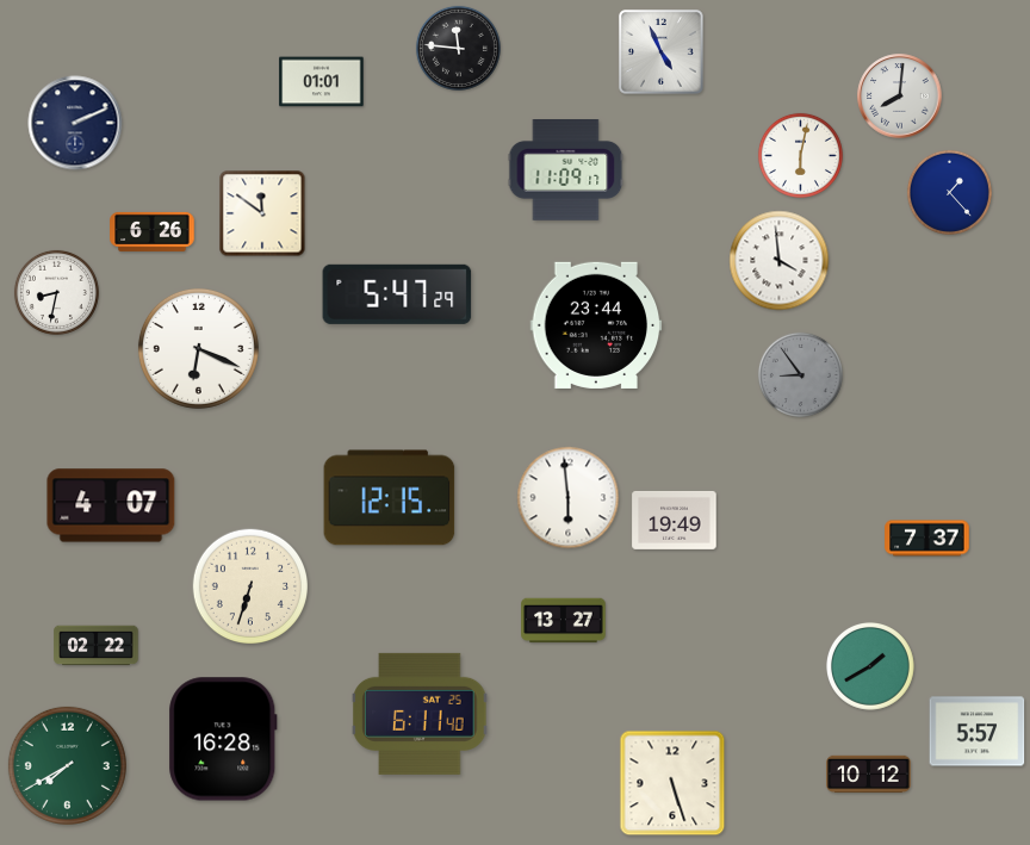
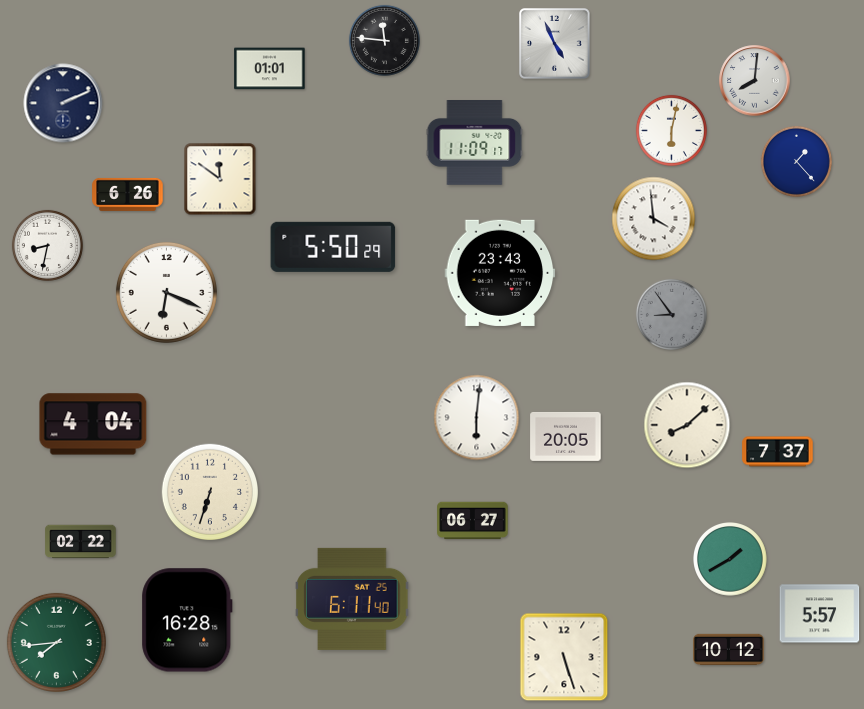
clock at (397, 294): 5:47 -> 5:50
clock at (596, 325): 23:44 -> 23:43
clock at (390, 498): 12:15 -> none
clock at (569, 498): 5:59 -> 6:01
clock at (111, 505): 4:07 -> 4:04
clock at (687, 425): none -> 8:08
clock at (675, 520): 19:49 -> 20:05
clock at (564, 621): 13:27 -> 06:27
clock at (67, 765): 7:40 -> 7:44
